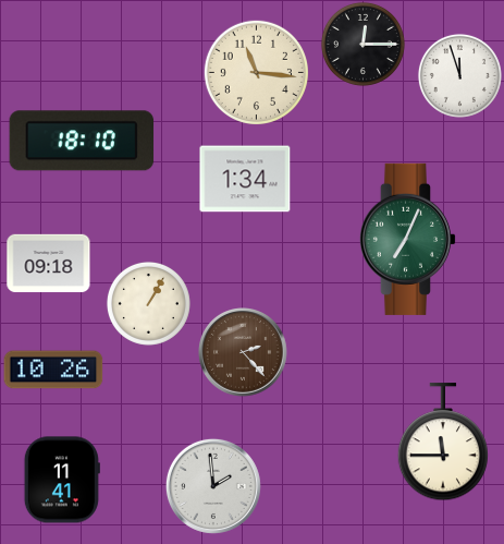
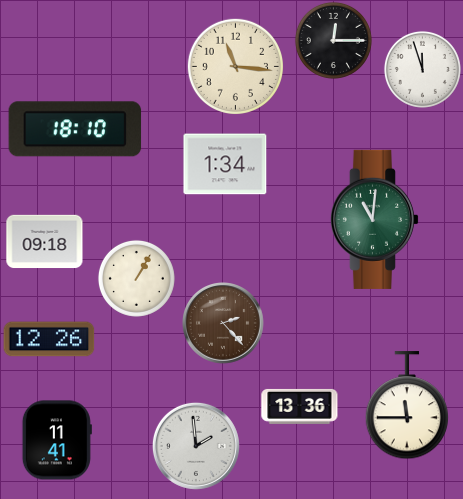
clock at (407, 239): 7:04 -> 11:01
clock at (53, 370): 10:26 -> 12:26
clock at (300, 406): none -> 13:36
